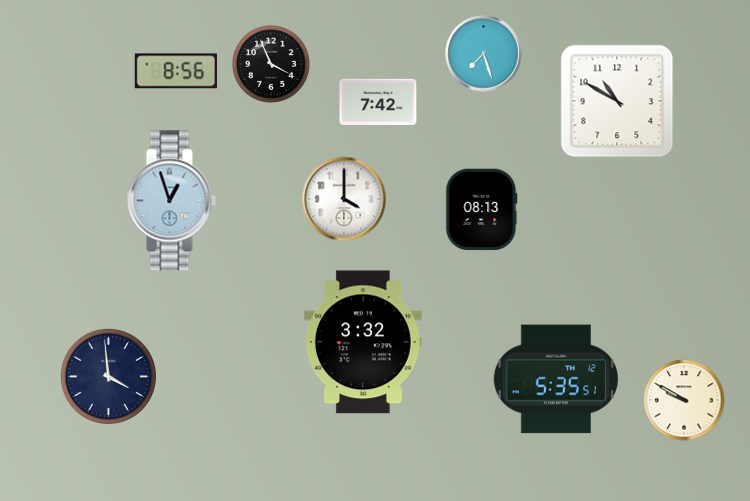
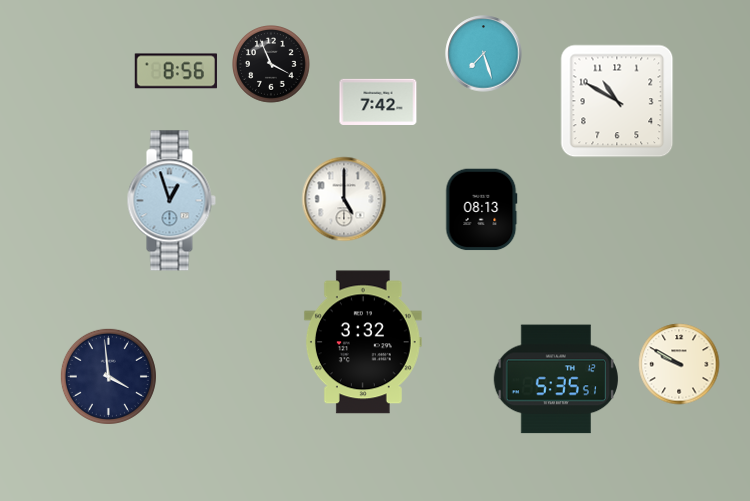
clock at (344, 199): 4:00 -> 5:00
clock at (684, 400) position: (684, 400) -> (679, 364)
